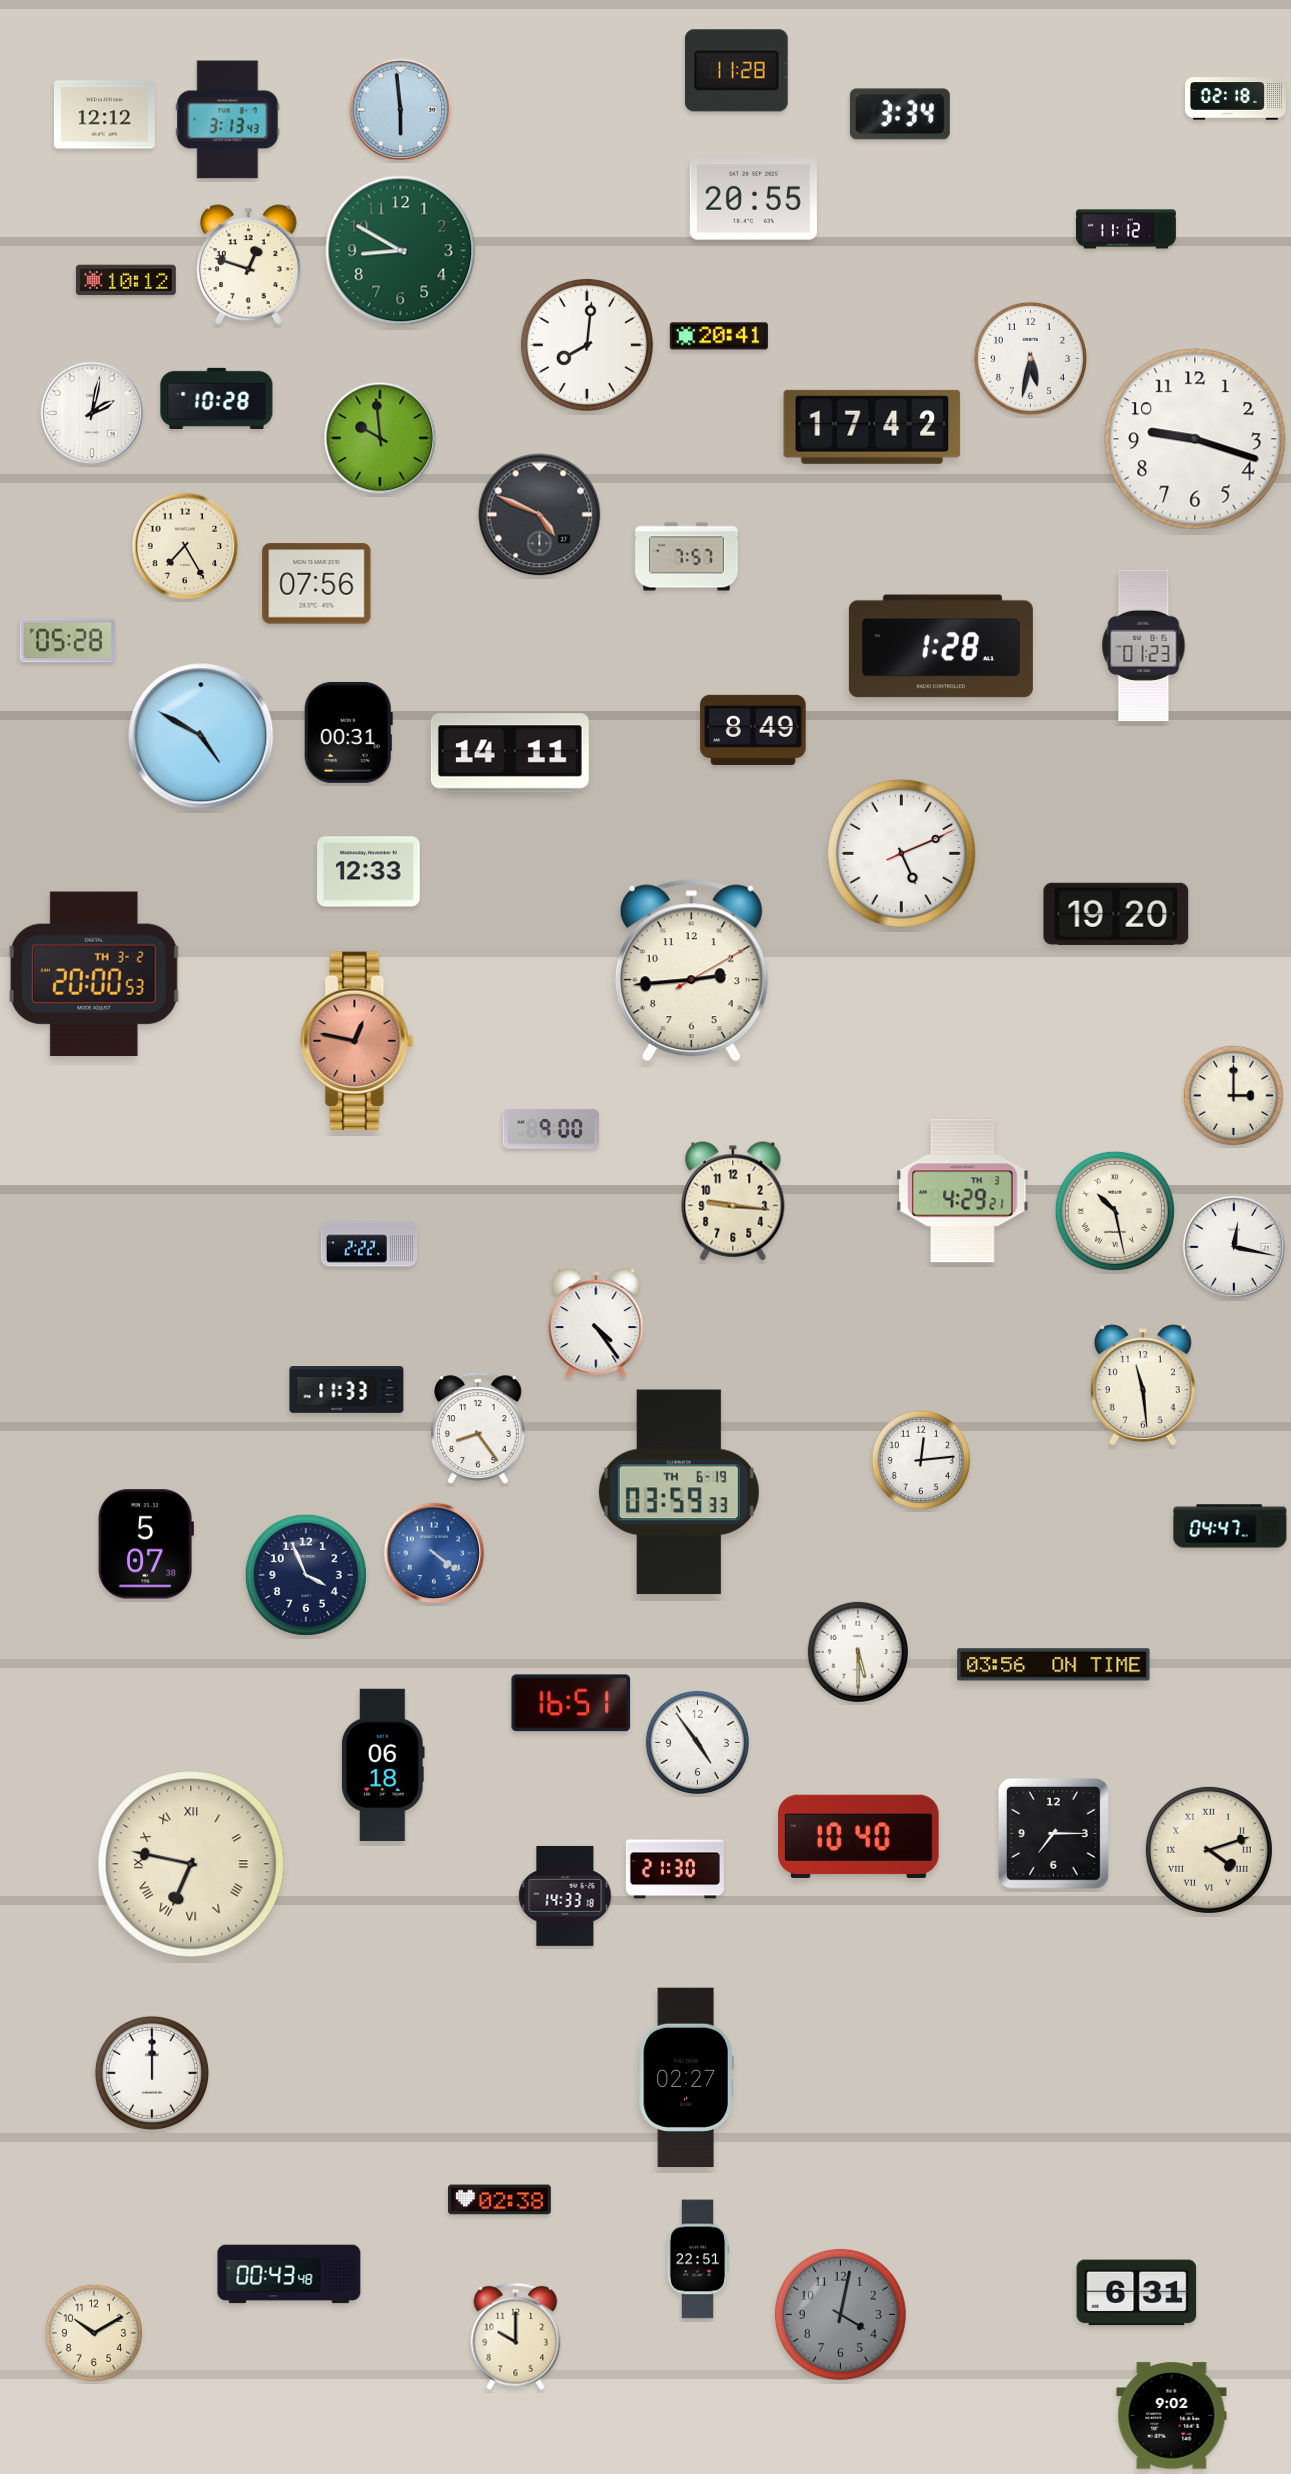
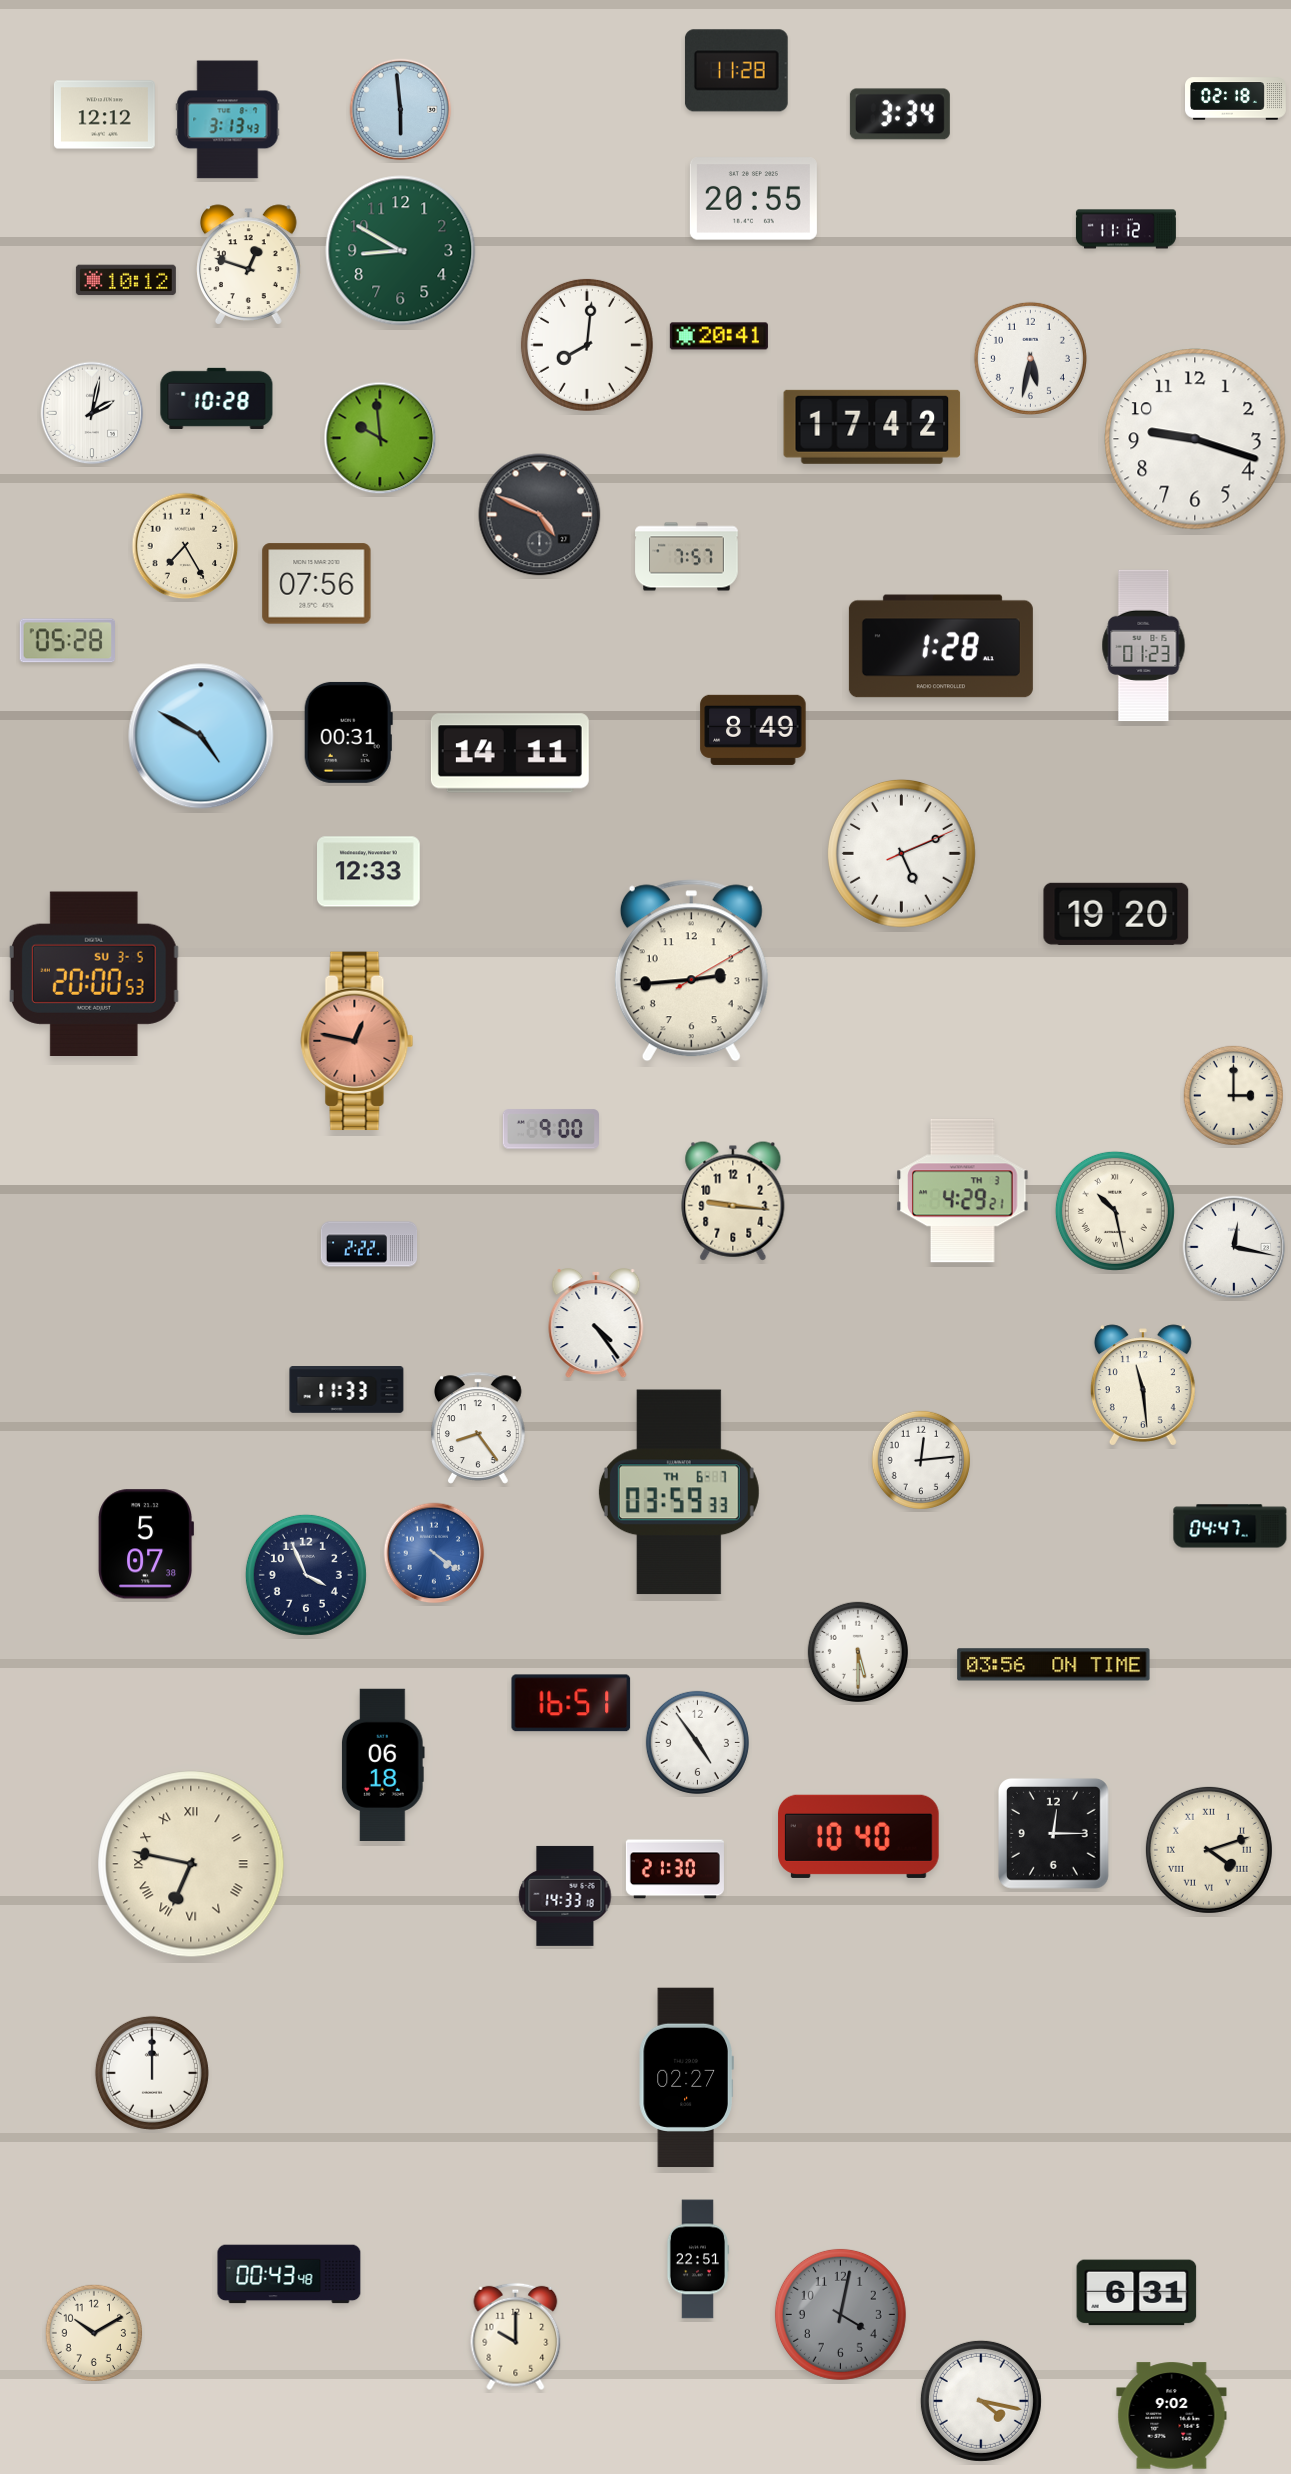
clock at (94, 973) date: TH 3-2 -> SU 3-5
clock at (679, 1492) date: TH 6-19 -> TH 6-7
clock at (1053, 1833): 7:15 -> 12:15
clock at (500, 2200): 02:38 -> none
clock at (981, 2401): none -> 4:17
